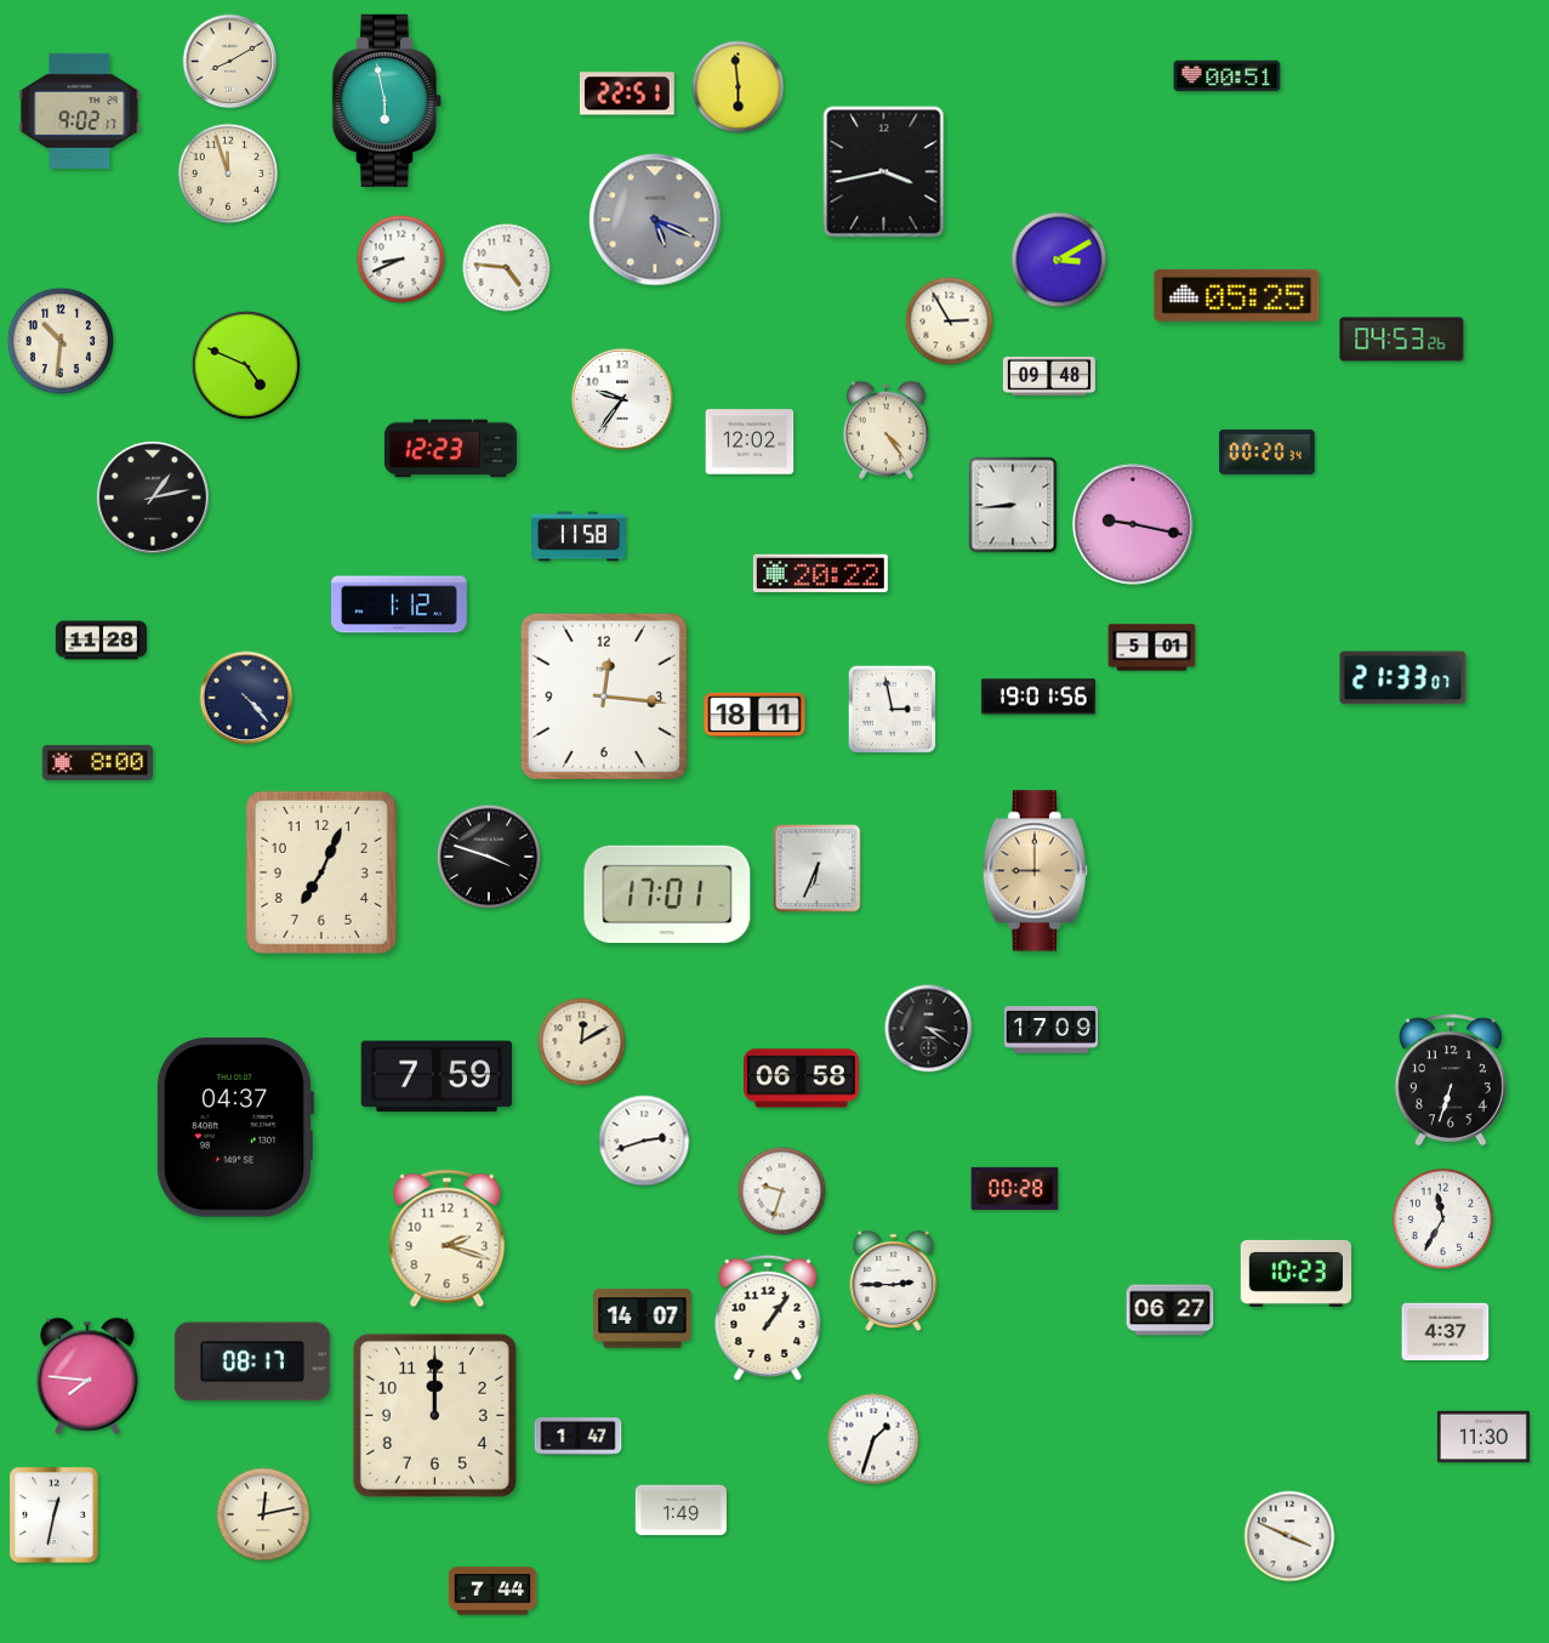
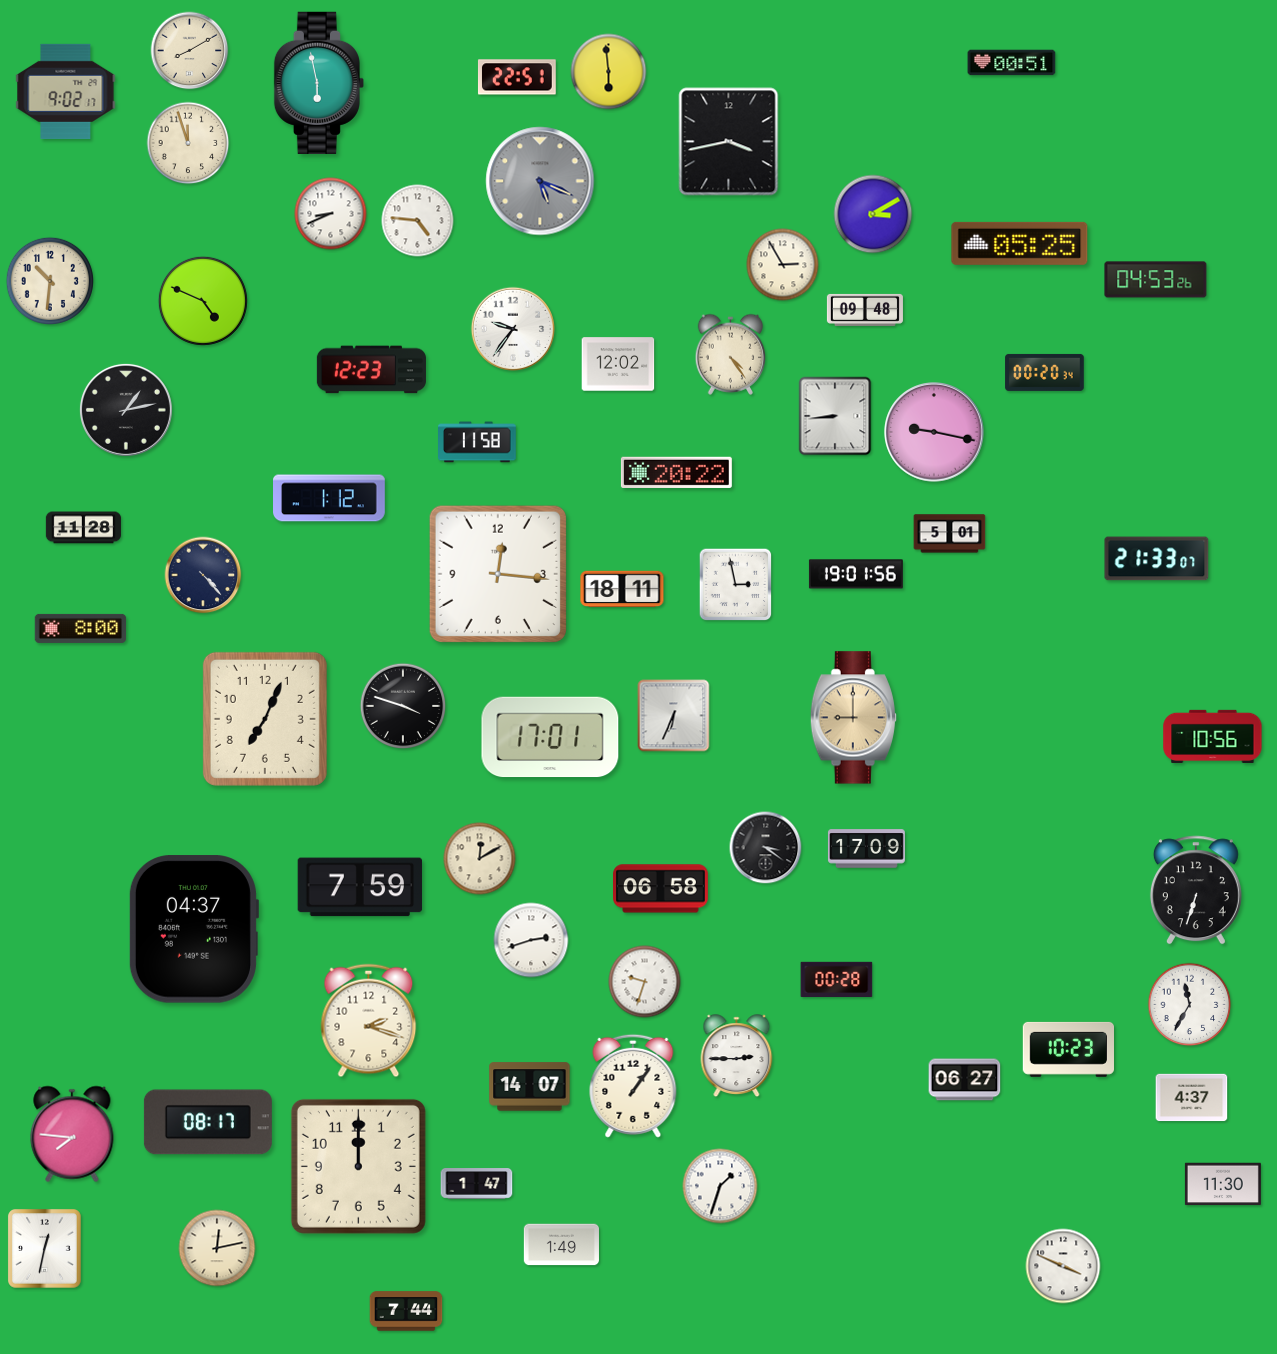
clock at (1213, 736): none -> 10:56
